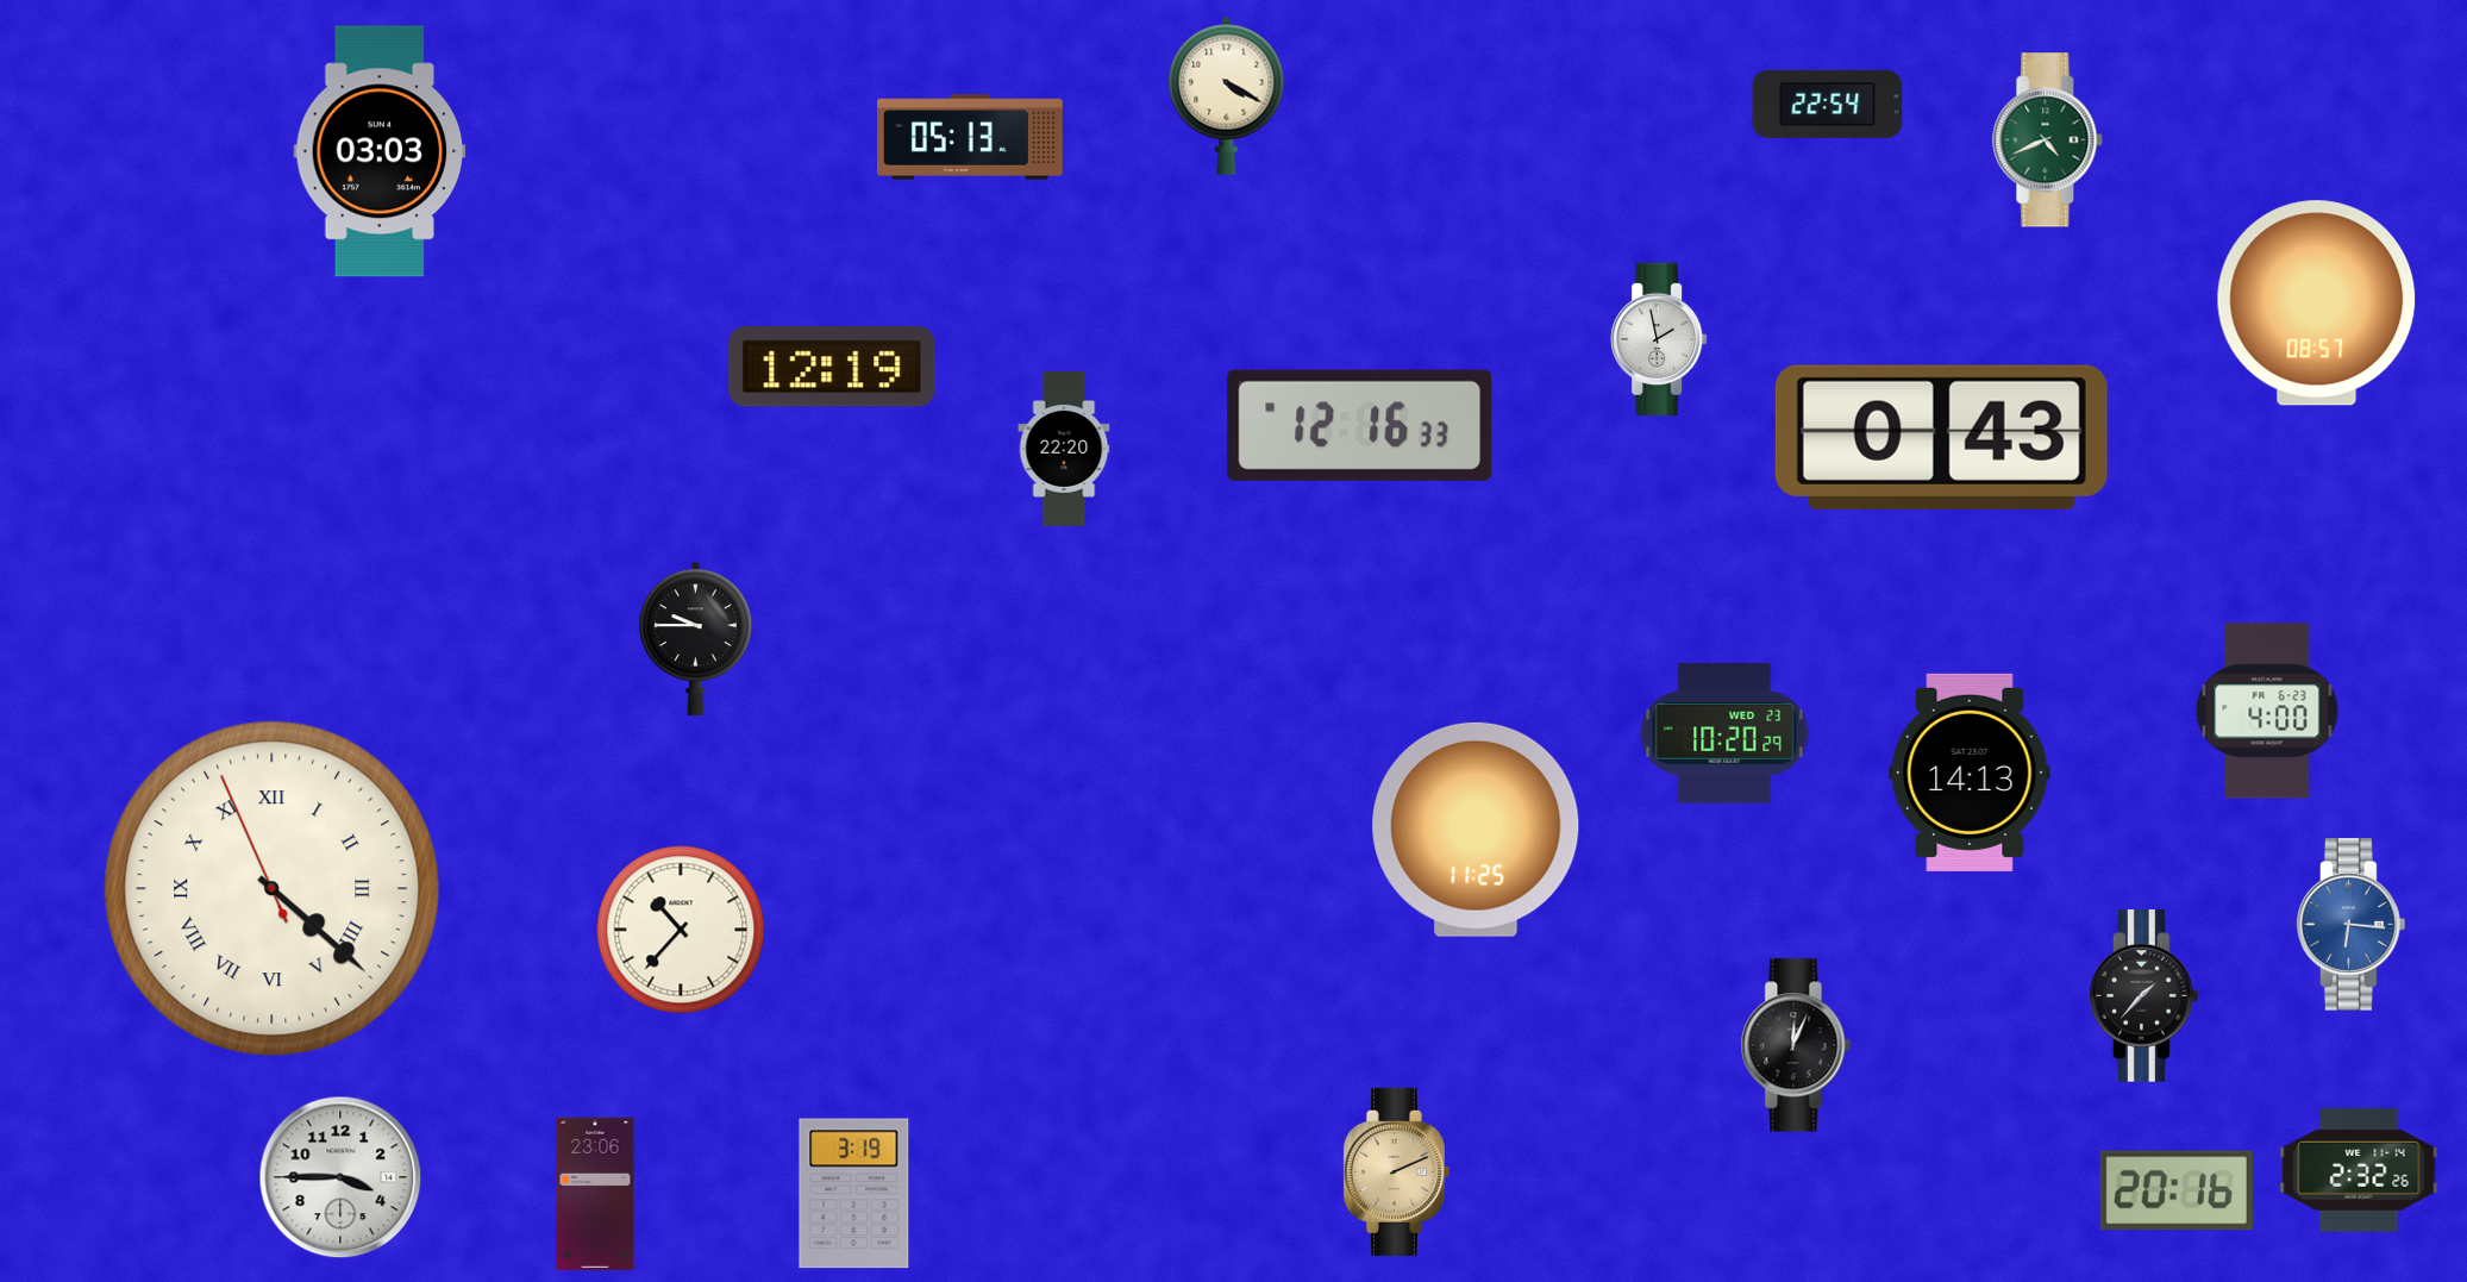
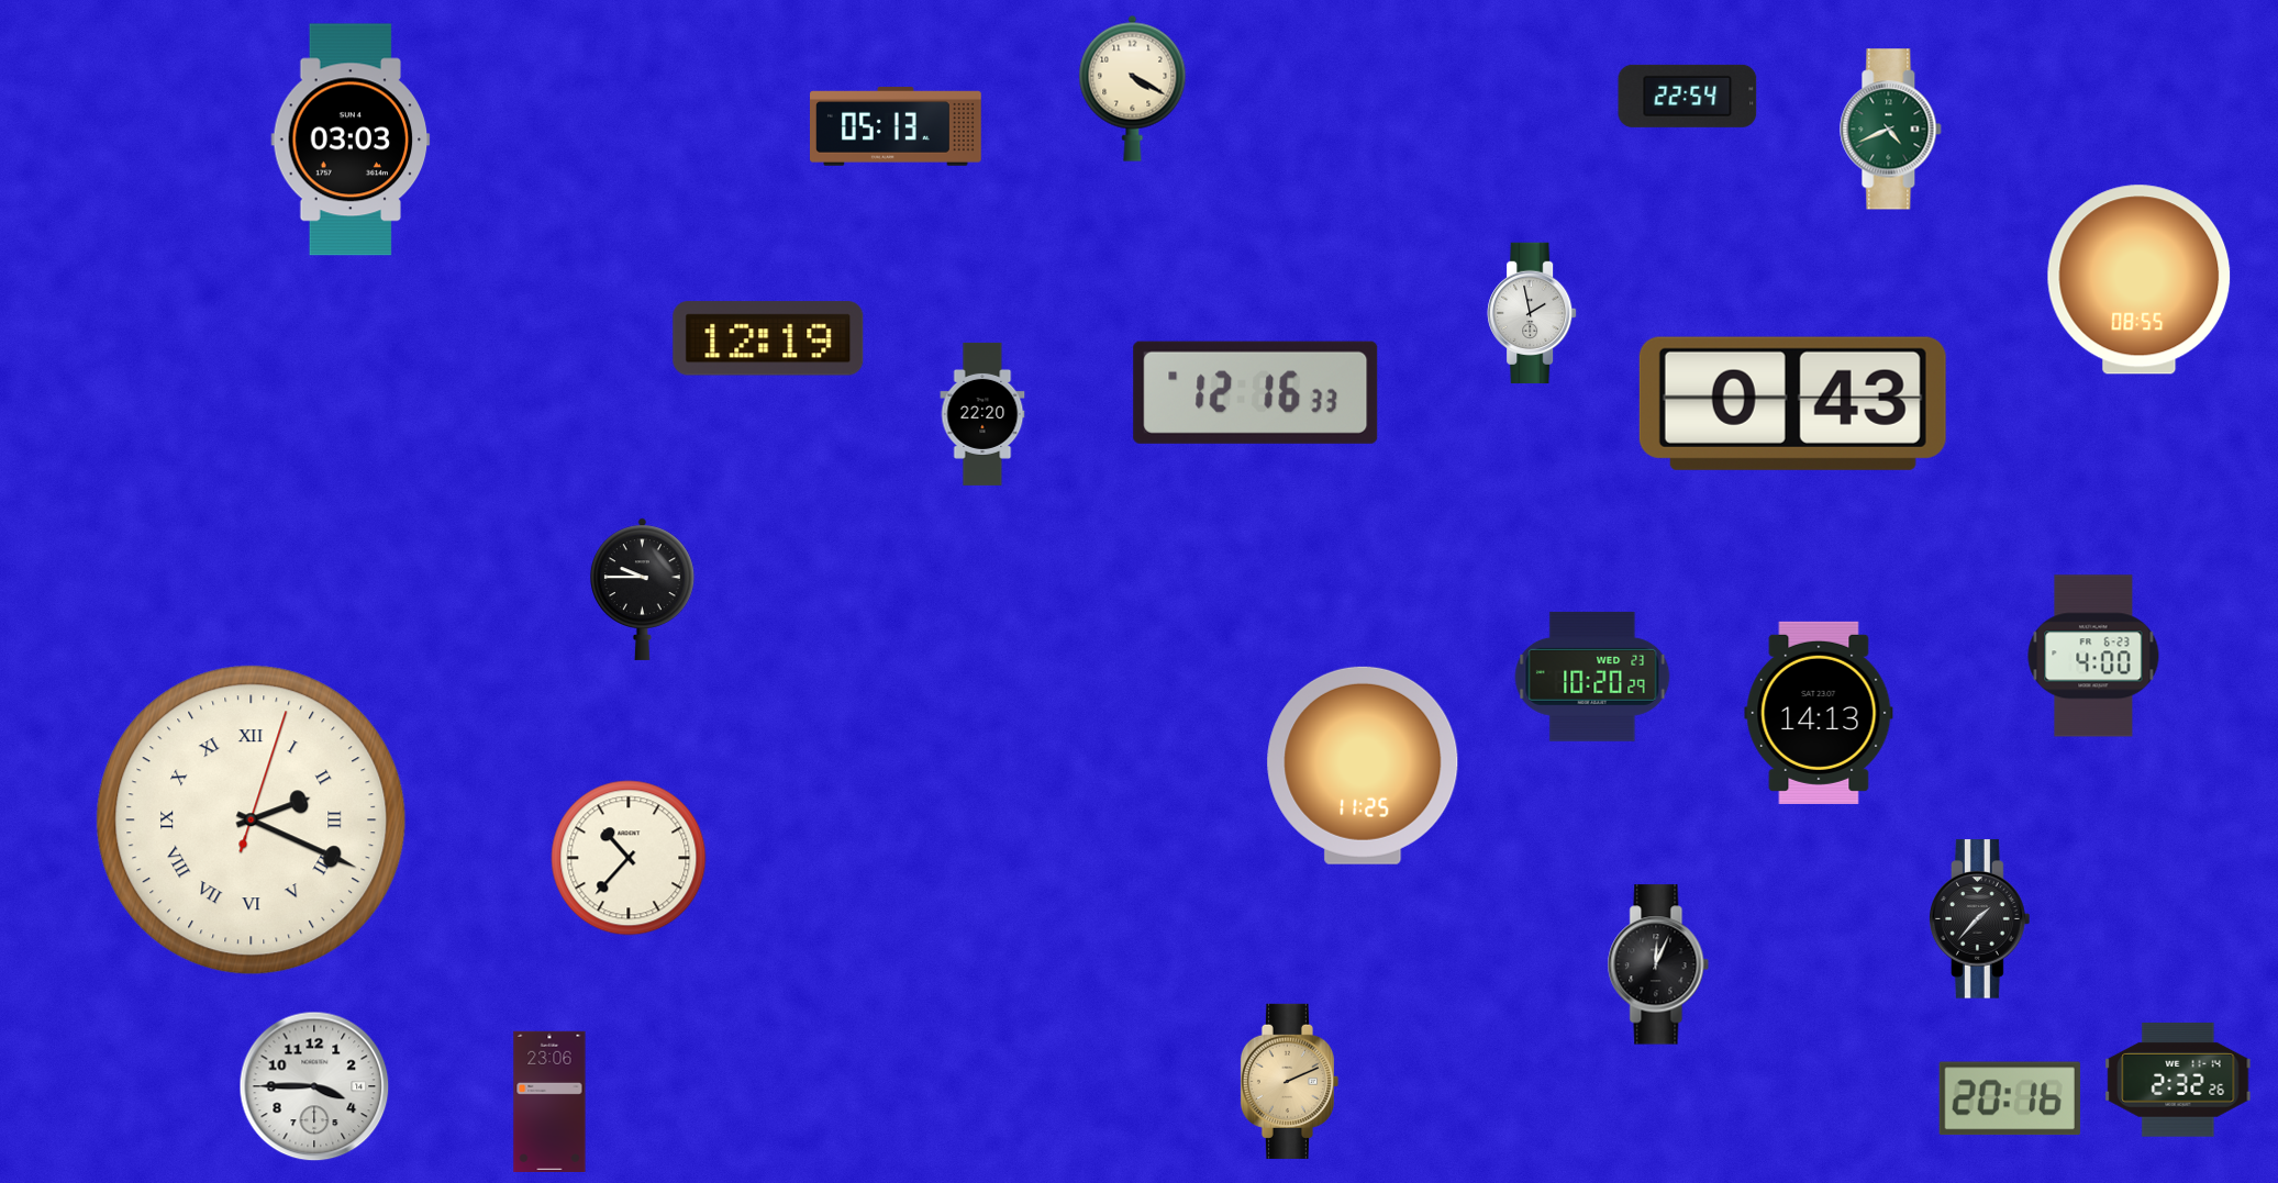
clock at (2317, 304): 08:57 -> 08:55
clock at (273, 889): 4:21 -> 2:19
clock at (2352, 925): 6:16 -> none
clock at (854, 1194): 3:19 -> none
